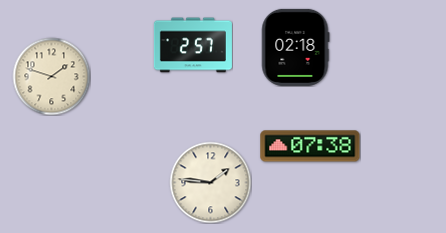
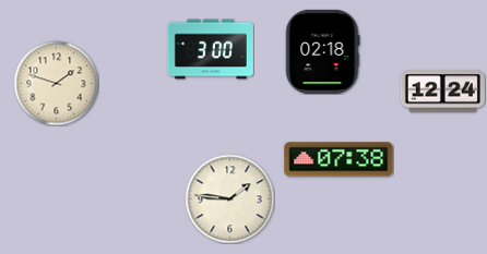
clock at (193, 45): 2:57 -> 3:00
clock at (442, 92): none -> 12:24
